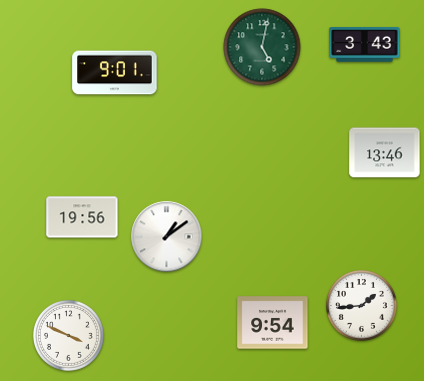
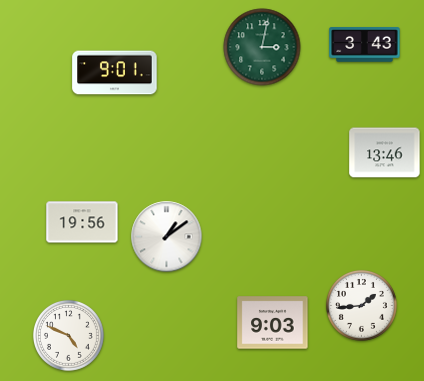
clock at (262, 47): 5:02 -> 3:02
clock at (82, 217) position: (82, 217) -> (82, 222)
clock at (273, 323): 9:54 -> 9:03
clock at (68, 335): 3:49 -> 4:49
